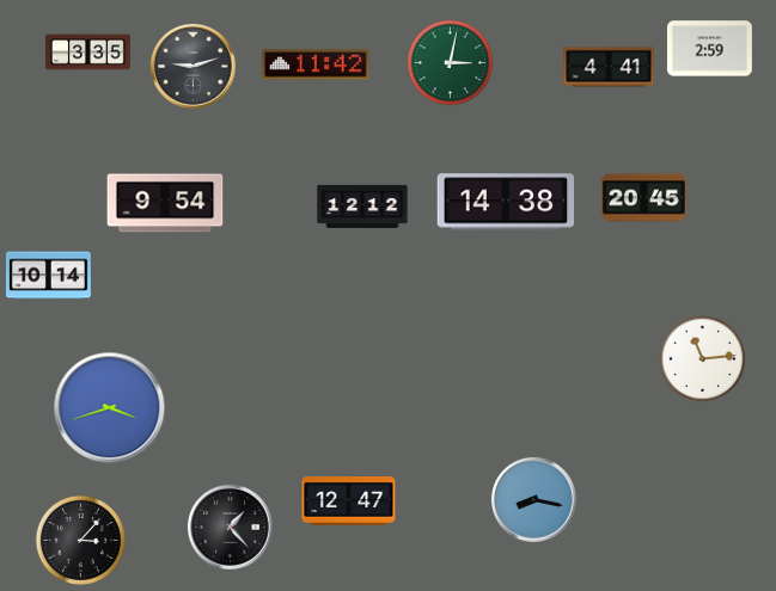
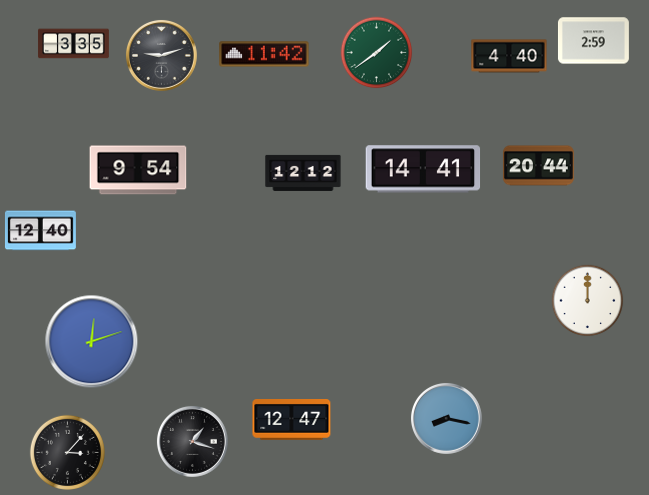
clock at (451, 63): 3:02 -> 1:39
clock at (609, 67): 4:41 -> 4:40
clock at (643, 198): 20:45 -> 20:44
clock at (506, 202): 14:38 -> 14:41
clock at (48, 276): 10:14 -> 12:40
clock at (703, 359): 11:14 -> 12:00
clock at (110, 408): 3:42 -> 12:12
clock at (230, 527): 1:23 -> 1:18
